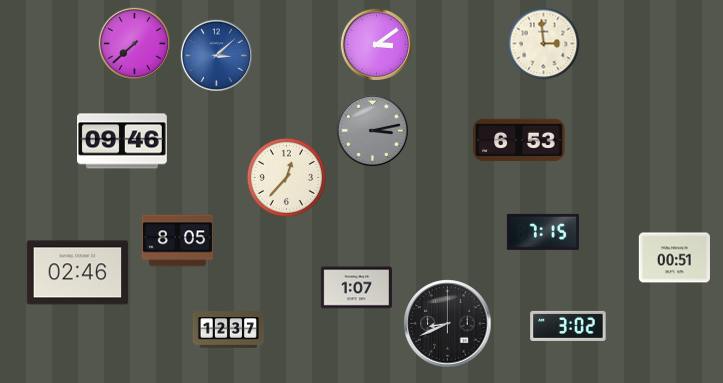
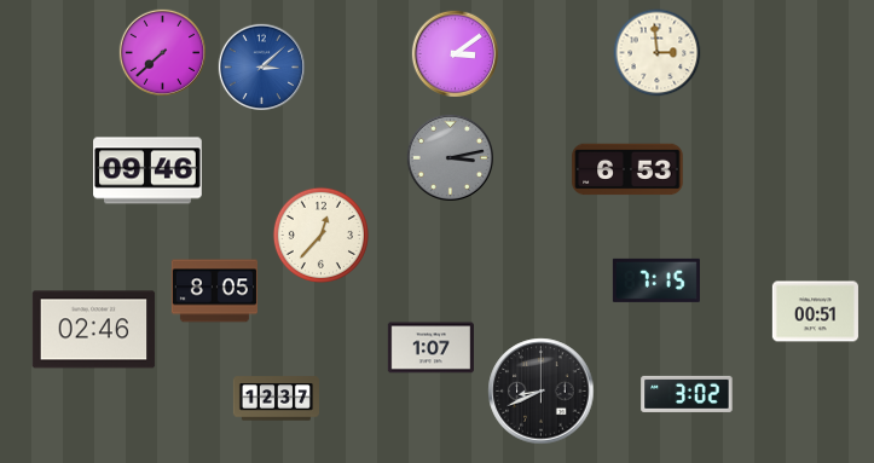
clock at (286, 177) position: (286, 177) -> (320, 235)
